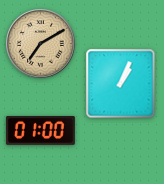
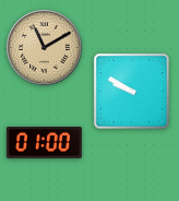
clock at (41, 44): 7:10 -> 11:10
clock at (121, 84): 1:04 -> 9:50
